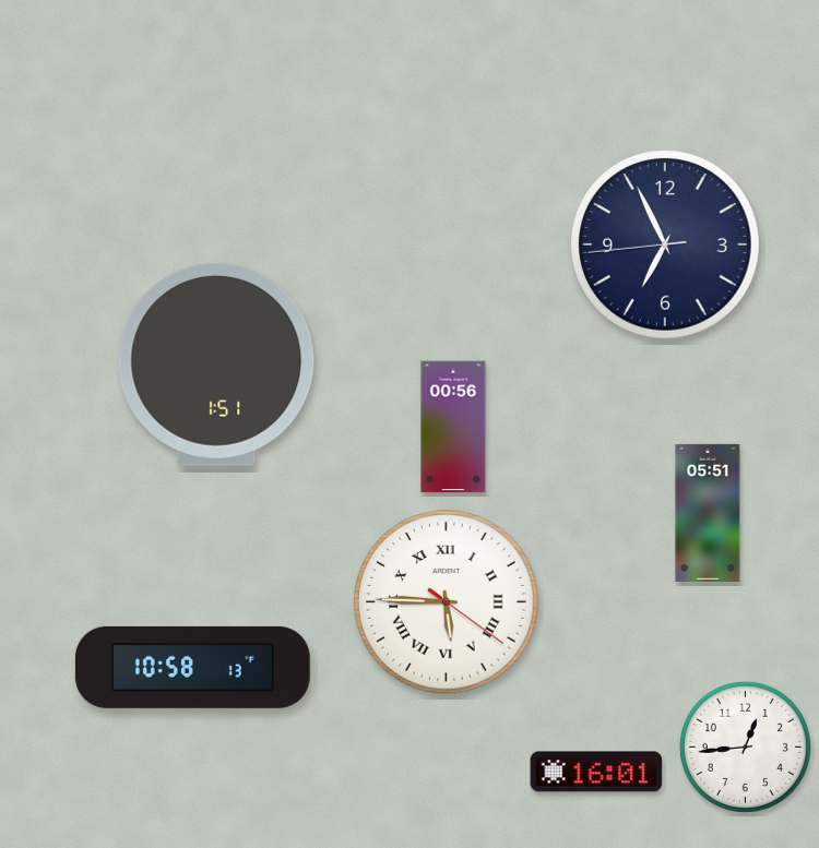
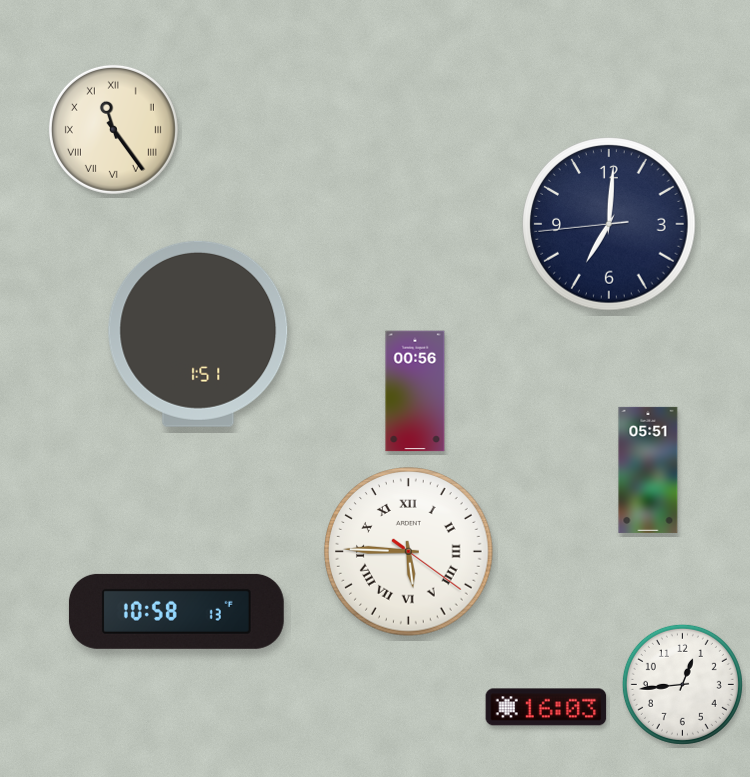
clock at (113, 129): none -> 11:24
clock at (665, 244): 6:55 -> 7:00
clock at (596, 772): 16:01 -> 16:03
